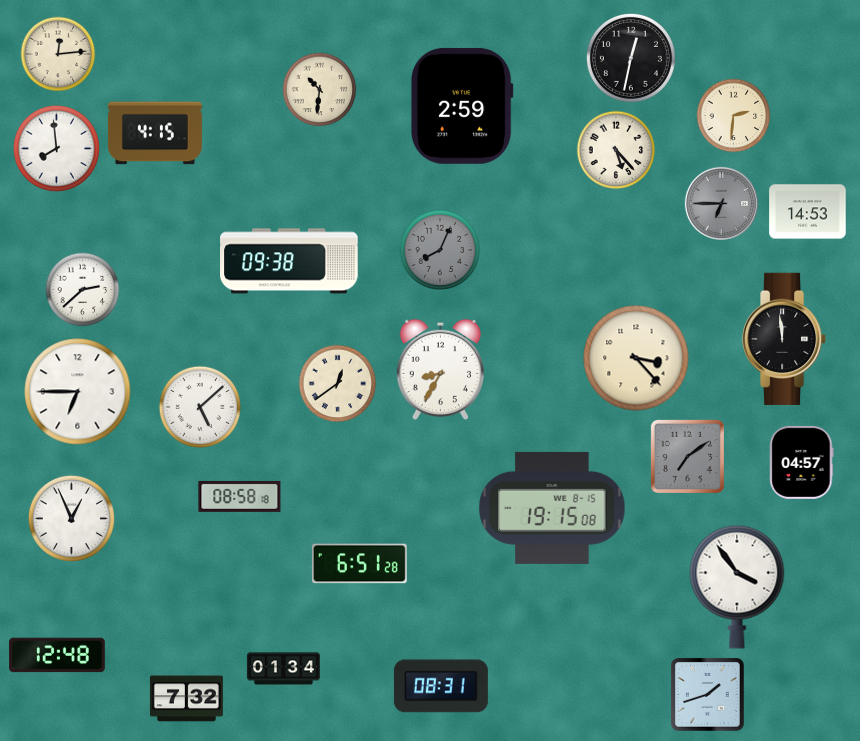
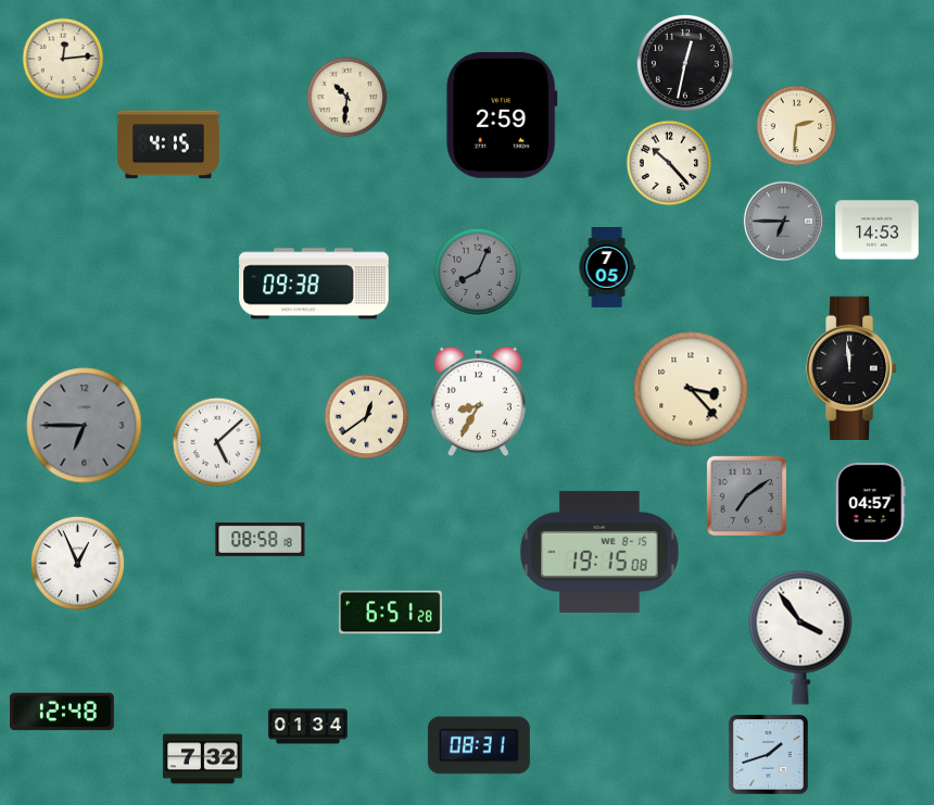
clock at (56, 148): 7:59 -> none
clock at (616, 150): 5:23 -> 10:23
clock at (607, 268): none -> 7:05
clock at (83, 290): 2:38 -> none
clock at (78, 392) dial: white -> grey
